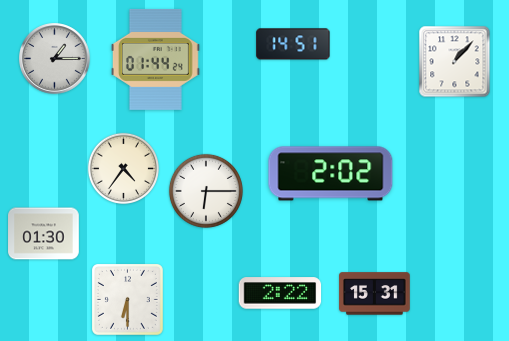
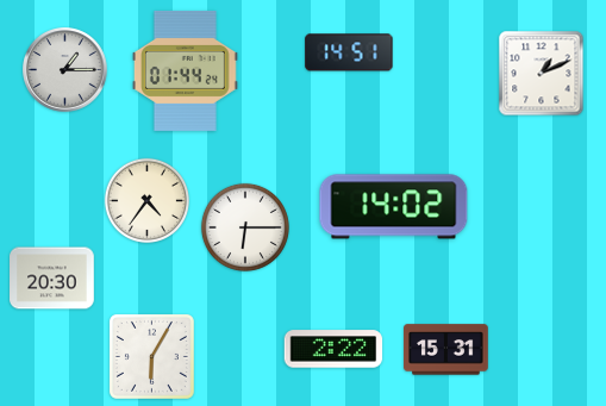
clock at (455, 62): 1:07 -> 1:11
clock at (331, 174): 2:02 -> 14:02
clock at (44, 234): 01:30 -> 20:30
clock at (127, 299): 6:30 -> 6:05
